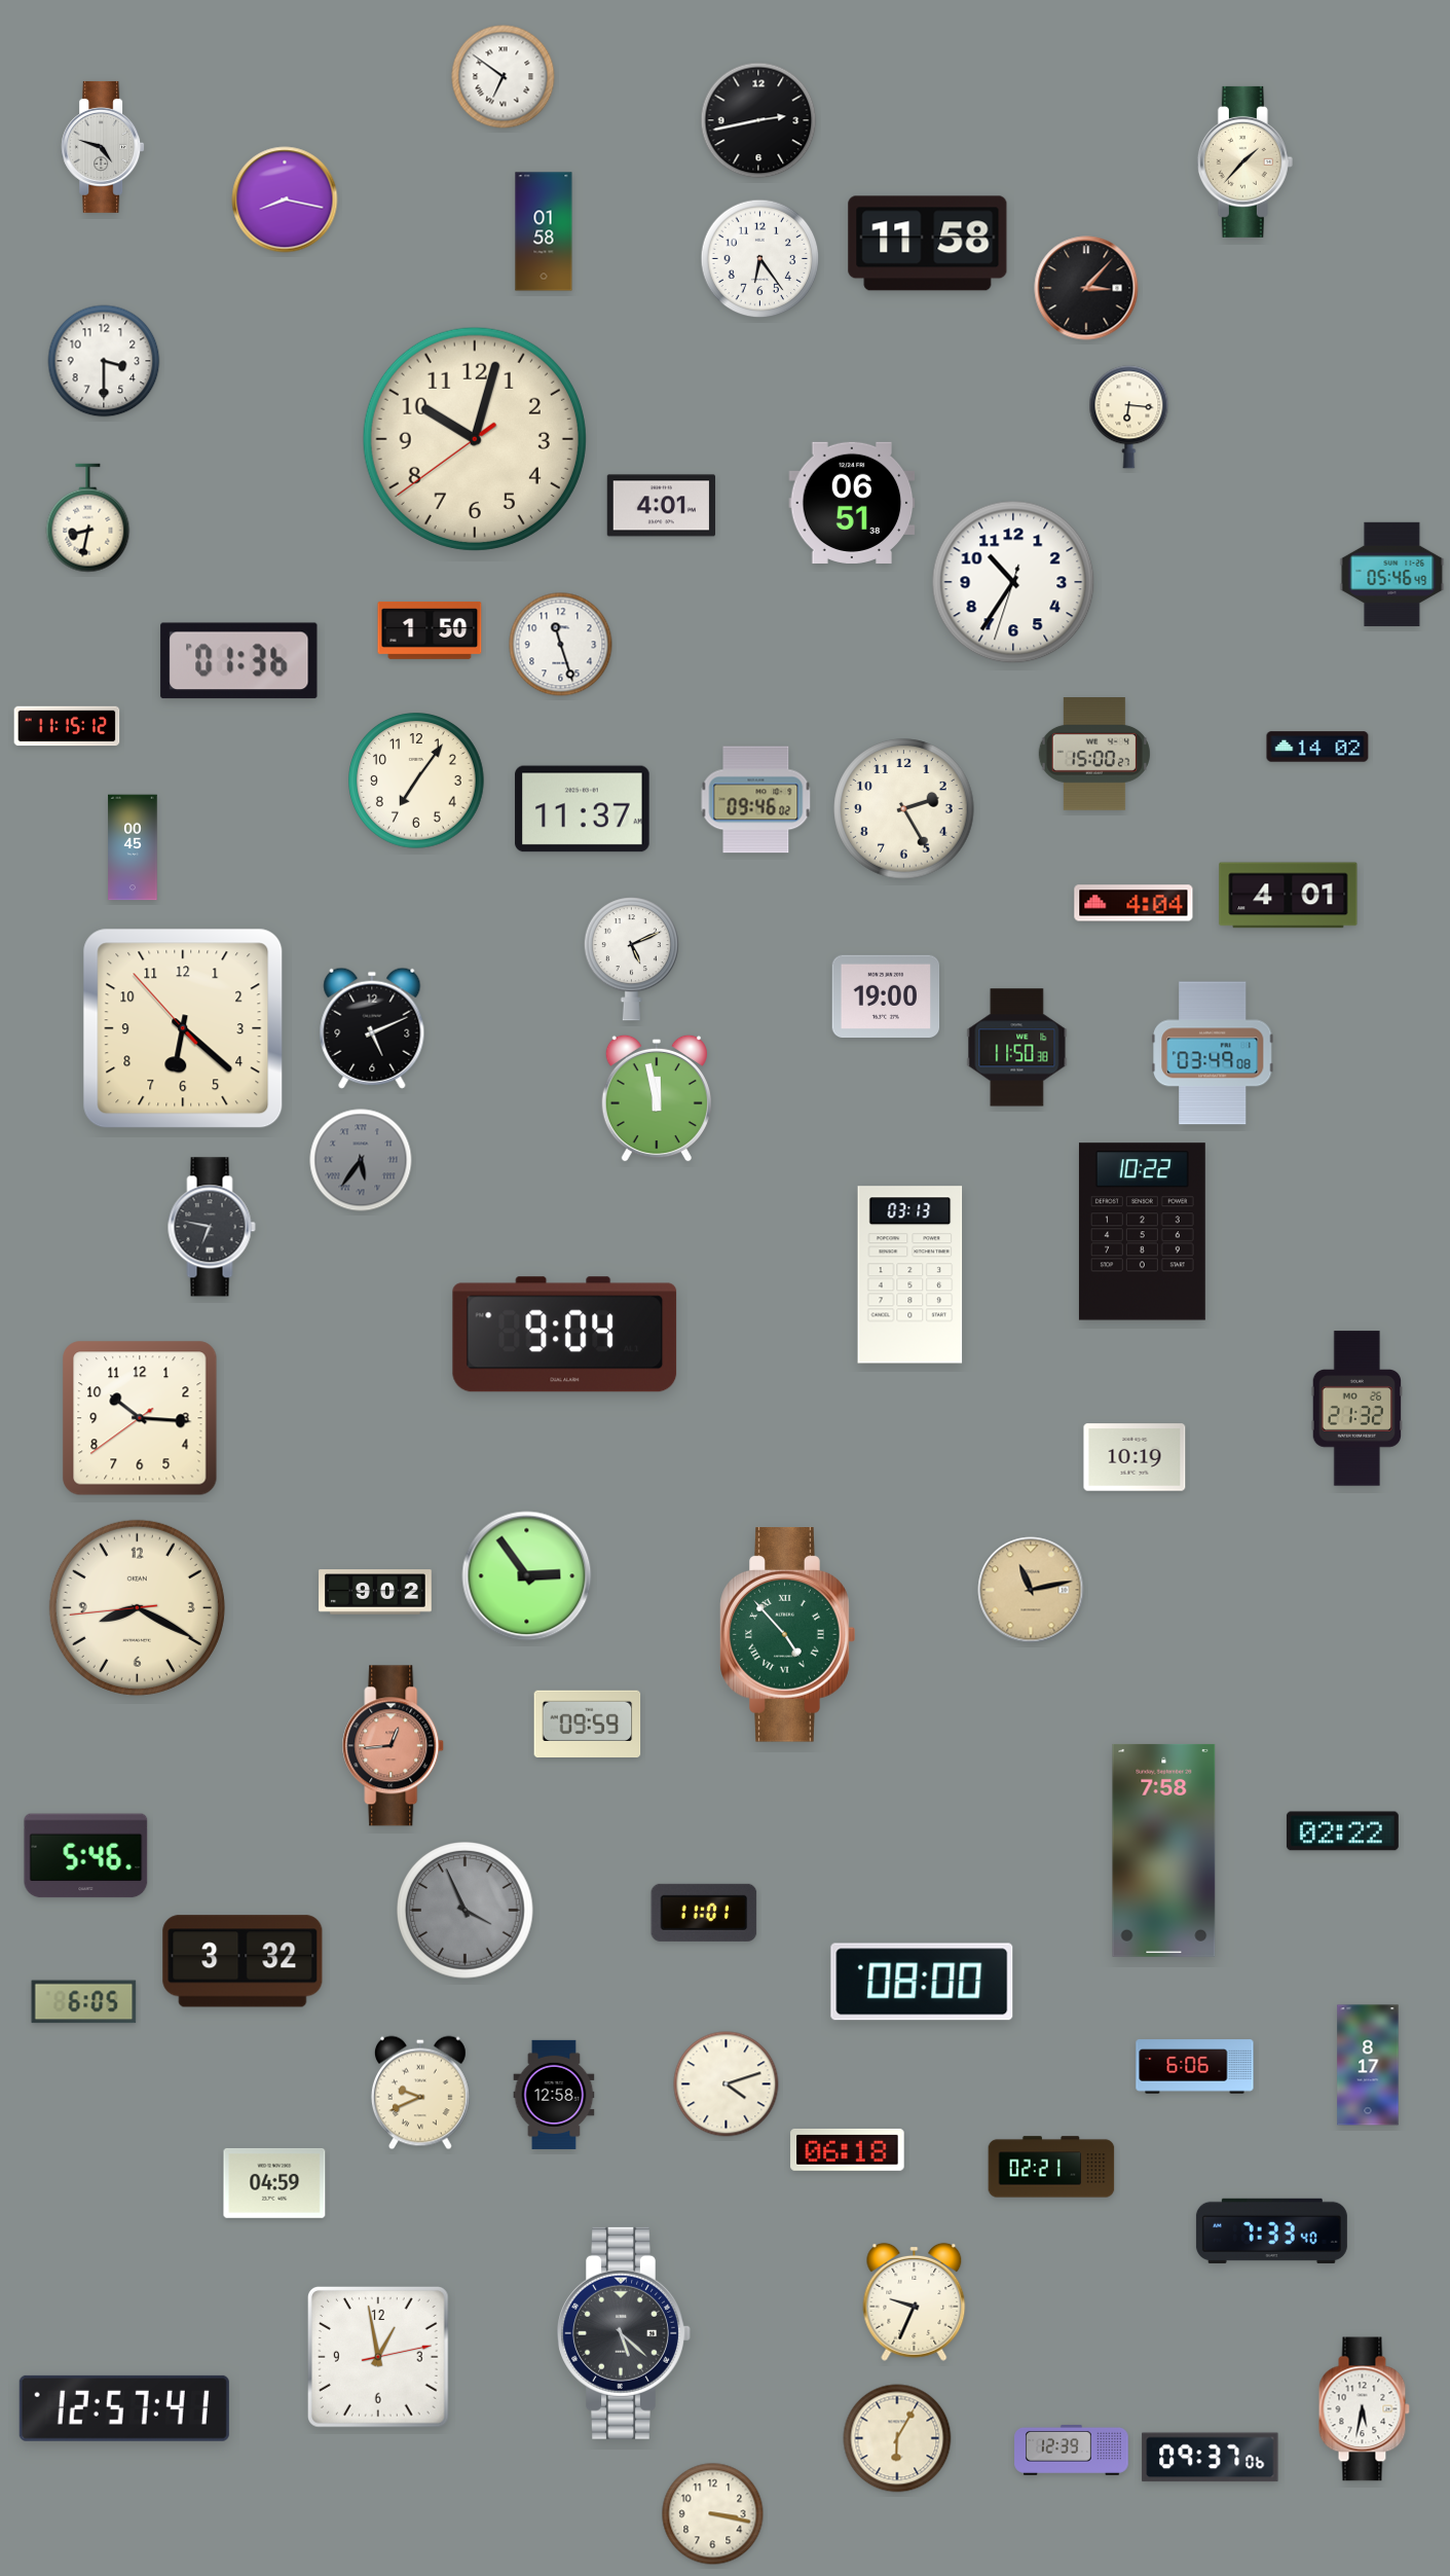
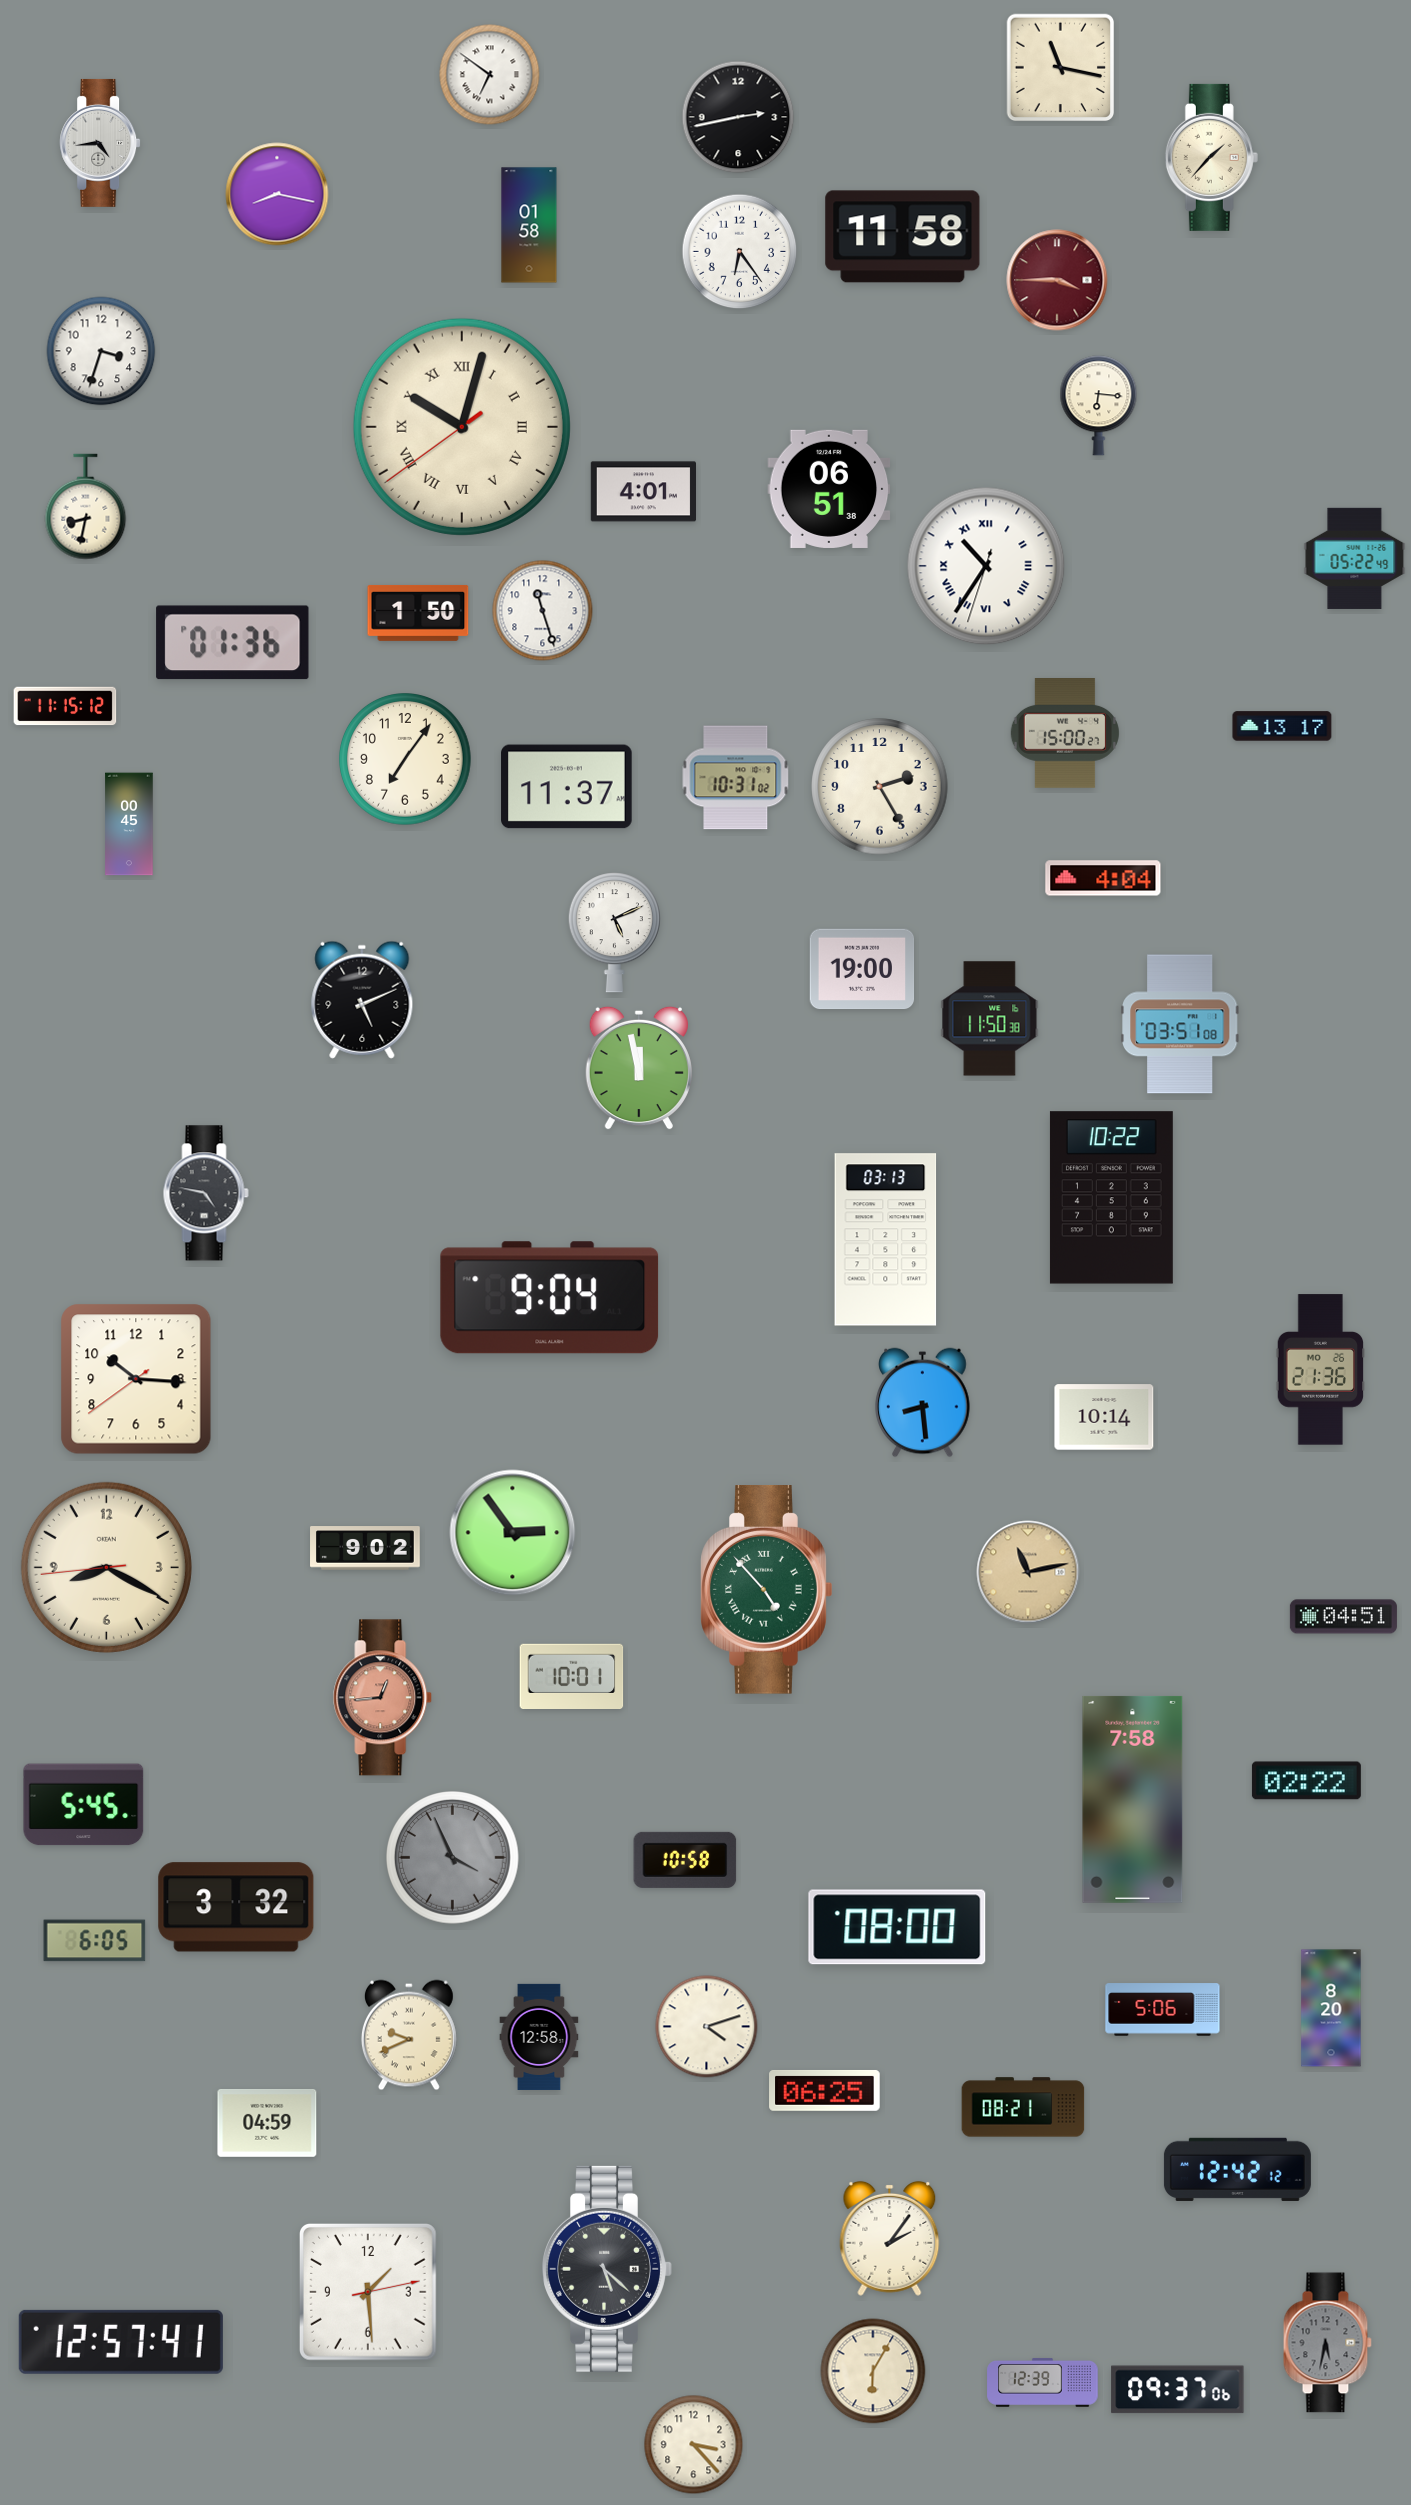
clock at (1061, 68): none -> 11:17
clock at (103, 147): 4:48 -> 4:44
clock at (1086, 288): 3:07 -> 3:45
clock at (1086, 288) dial: black -> burgundy
clock at (104, 361): 3:30 -> 3:33
clock at (475, 439) numerals: Arabic -> Roman
clock at (88, 518) position: (88, 518) -> (86, 507)
clock at (1392, 574): 05:46 -> 05:22
clock at (1013, 582) numerals: Arabic -> Roman
clock at (561, 645) position: (561, 645) -> (543, 611)
clock at (1317, 747): 14:02 -> 13:17
clock at (756, 800): 09:46 -> 10:31
clock at (1289, 896): 4:01 -> none
clock at (183, 1028): 6:21 -> none
clock at (1213, 1053): 03:49 -> 03:51
clock at (361, 1160): 5:36 -> none
clock at (212, 1227): 6:47 -> 4:47
clock at (1358, 1409): 21:32 -> 21:36
clock at (923, 1403): none -> 8:29
clock at (1135, 1457): 10:19 -> 10:14
clock at (1031, 1590) position: (1031, 1590) -> (1028, 1572)
clock at (137, 1607) position: (137, 1607) -> (106, 1567)
clock at (1343, 1617): none -> 04:51
clock at (588, 1724): 09:59 -> 10:01
clock at (86, 1856): 5:46 -> 5:45
clock at (704, 1913): 11:01 -> 10:58
clock at (84, 2002) position: (84, 2002) -> (95, 1941)
clock at (1368, 2065): 8:17 -> 8:20
clock at (1195, 2067): 6:06 -> 5:06
clock at (848, 2149): 06:18 -> 06:25
clock at (1051, 2167): 02:21 -> 08:21
clock at (1271, 2230): 7:33 -> 12:42
clock at (915, 2301): 9:34 -> 2:06
clock at (378, 2357): 12:58 -> 1:29
clock at (1364, 2409) dial: white -> grey
clock at (713, 2514): 3:17 -> 3:23
